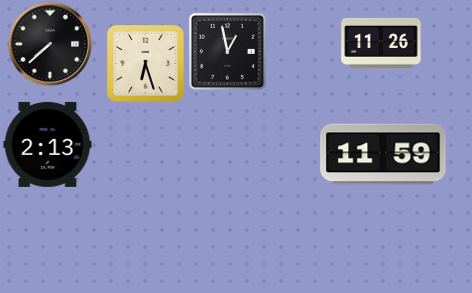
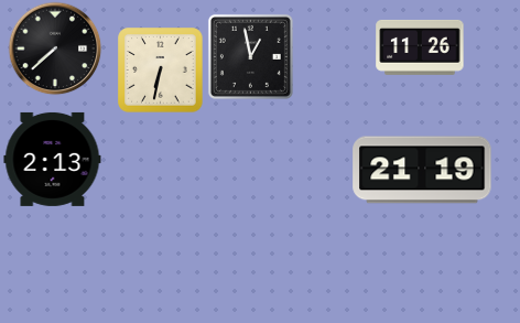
clock at (146, 64): 6:27 -> 6:32
clock at (383, 154): 11:59 -> 21:19
